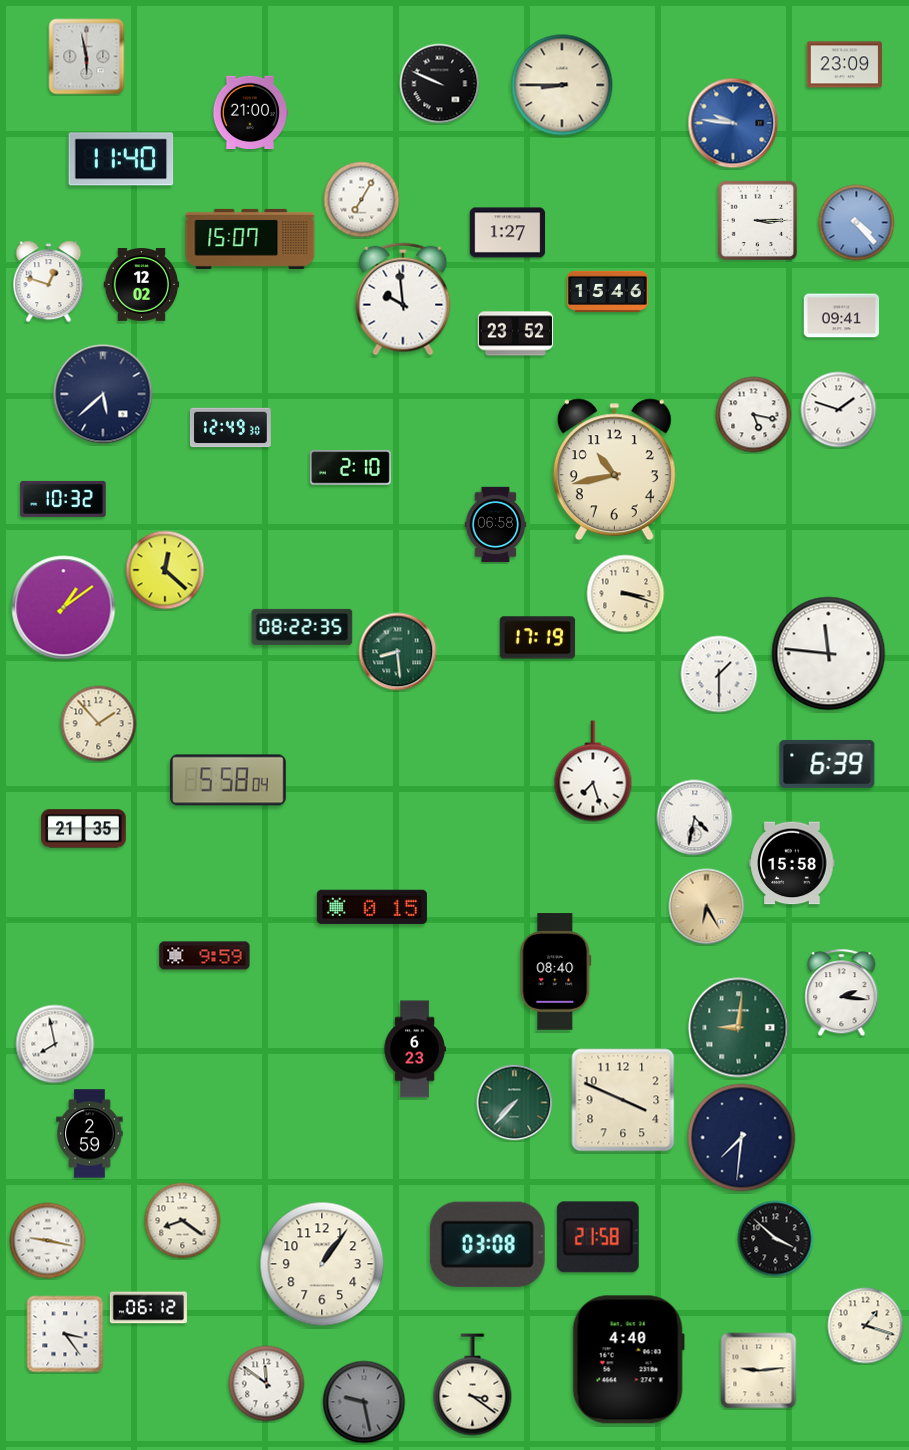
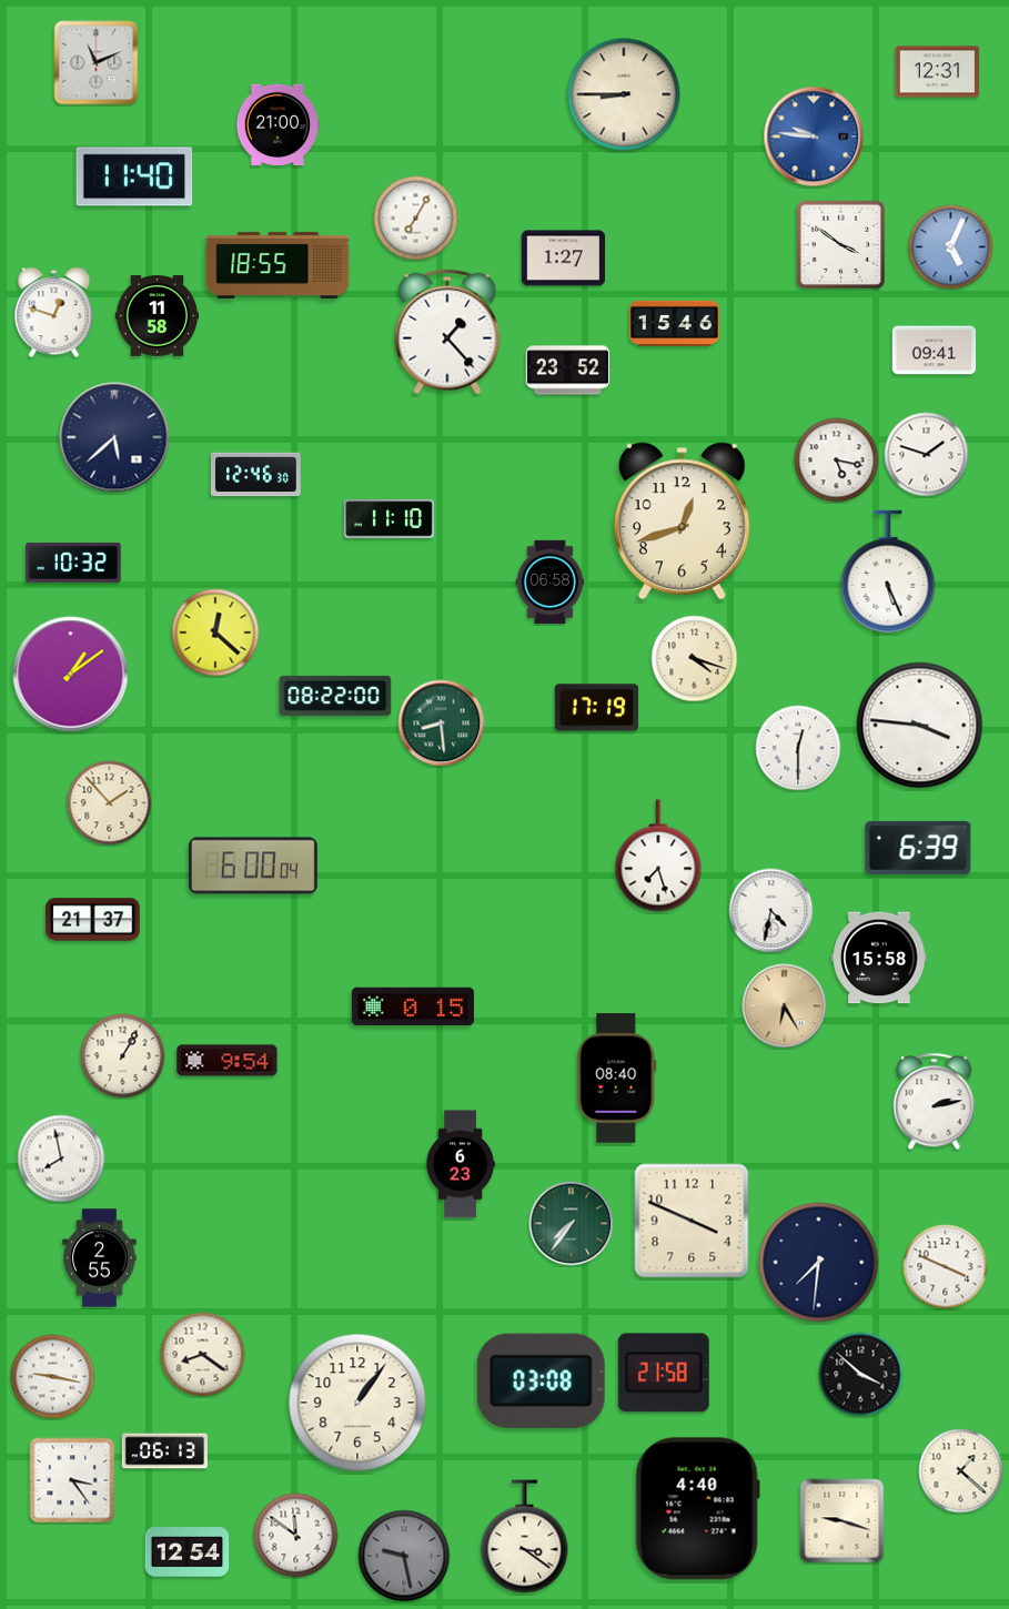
clock at (87, 57): 5:58 -> 11:11
clock at (845, 65): 23:09 -> 12:31
clock at (440, 84): 9:49 -> none
clock at (362, 200) position: (362, 200) -> (416, 219)
clock at (758, 221): 3:15 -> 3:51
clock at (857, 223): 4:23 -> 5:04
clock at (250, 239): 15:07 -> 18:55
clock at (142, 285): 12:02 -> 11:58
clock at (403, 299): 9:59 -> 1:23
clock at (516, 334) position: (516, 334) -> (568, 371)
clock at (839, 410) position: (839, 410) -> (927, 455)
clock at (230, 428): 12:49 -> 12:46
clock at (350, 468): 2:10 -> 11:10
clock at (614, 470): 10:43 -> 12:42
clock at (63, 499) position: (63, 499) -> (73, 563)
clock at (888, 571): none -> 5:26
clock at (165, 570) position: (165, 570) -> (215, 633)
clock at (626, 594): 3:18 -> 4:18
clock at (302, 627): 08:22:35 -> 08:22:00
clock at (829, 654): 11:46 -> 3:46
clock at (719, 674): 1:30 -> 12:30
clock at (228, 780): 5:58 -> 6:00
clock at (695, 818) position: (695, 818) -> (771, 911)
clock at (84, 829): 21:35 -> 21:37
clock at (123, 1056): none -> 1:05
clock at (205, 956): 9:59 -> 9:54
clock at (842, 993): 2:16 -> 2:13
clock at (739, 1028): 9:01 -> none
clock at (515, 1103): 7:37 -> 7:36
clock at (90, 1134): 2:59 -> 2:55
clock at (742, 1138) position: (742, 1138) -> (819, 1263)
clock at (946, 1267): none -> 3:49
clock at (148, 1308): 06:12 -> 06:13
clock at (866, 1326): 1:18 -> 1:22
clock at (759, 1371): 9:14 -> 9:18
clock at (188, 1552): none -> 12:54
